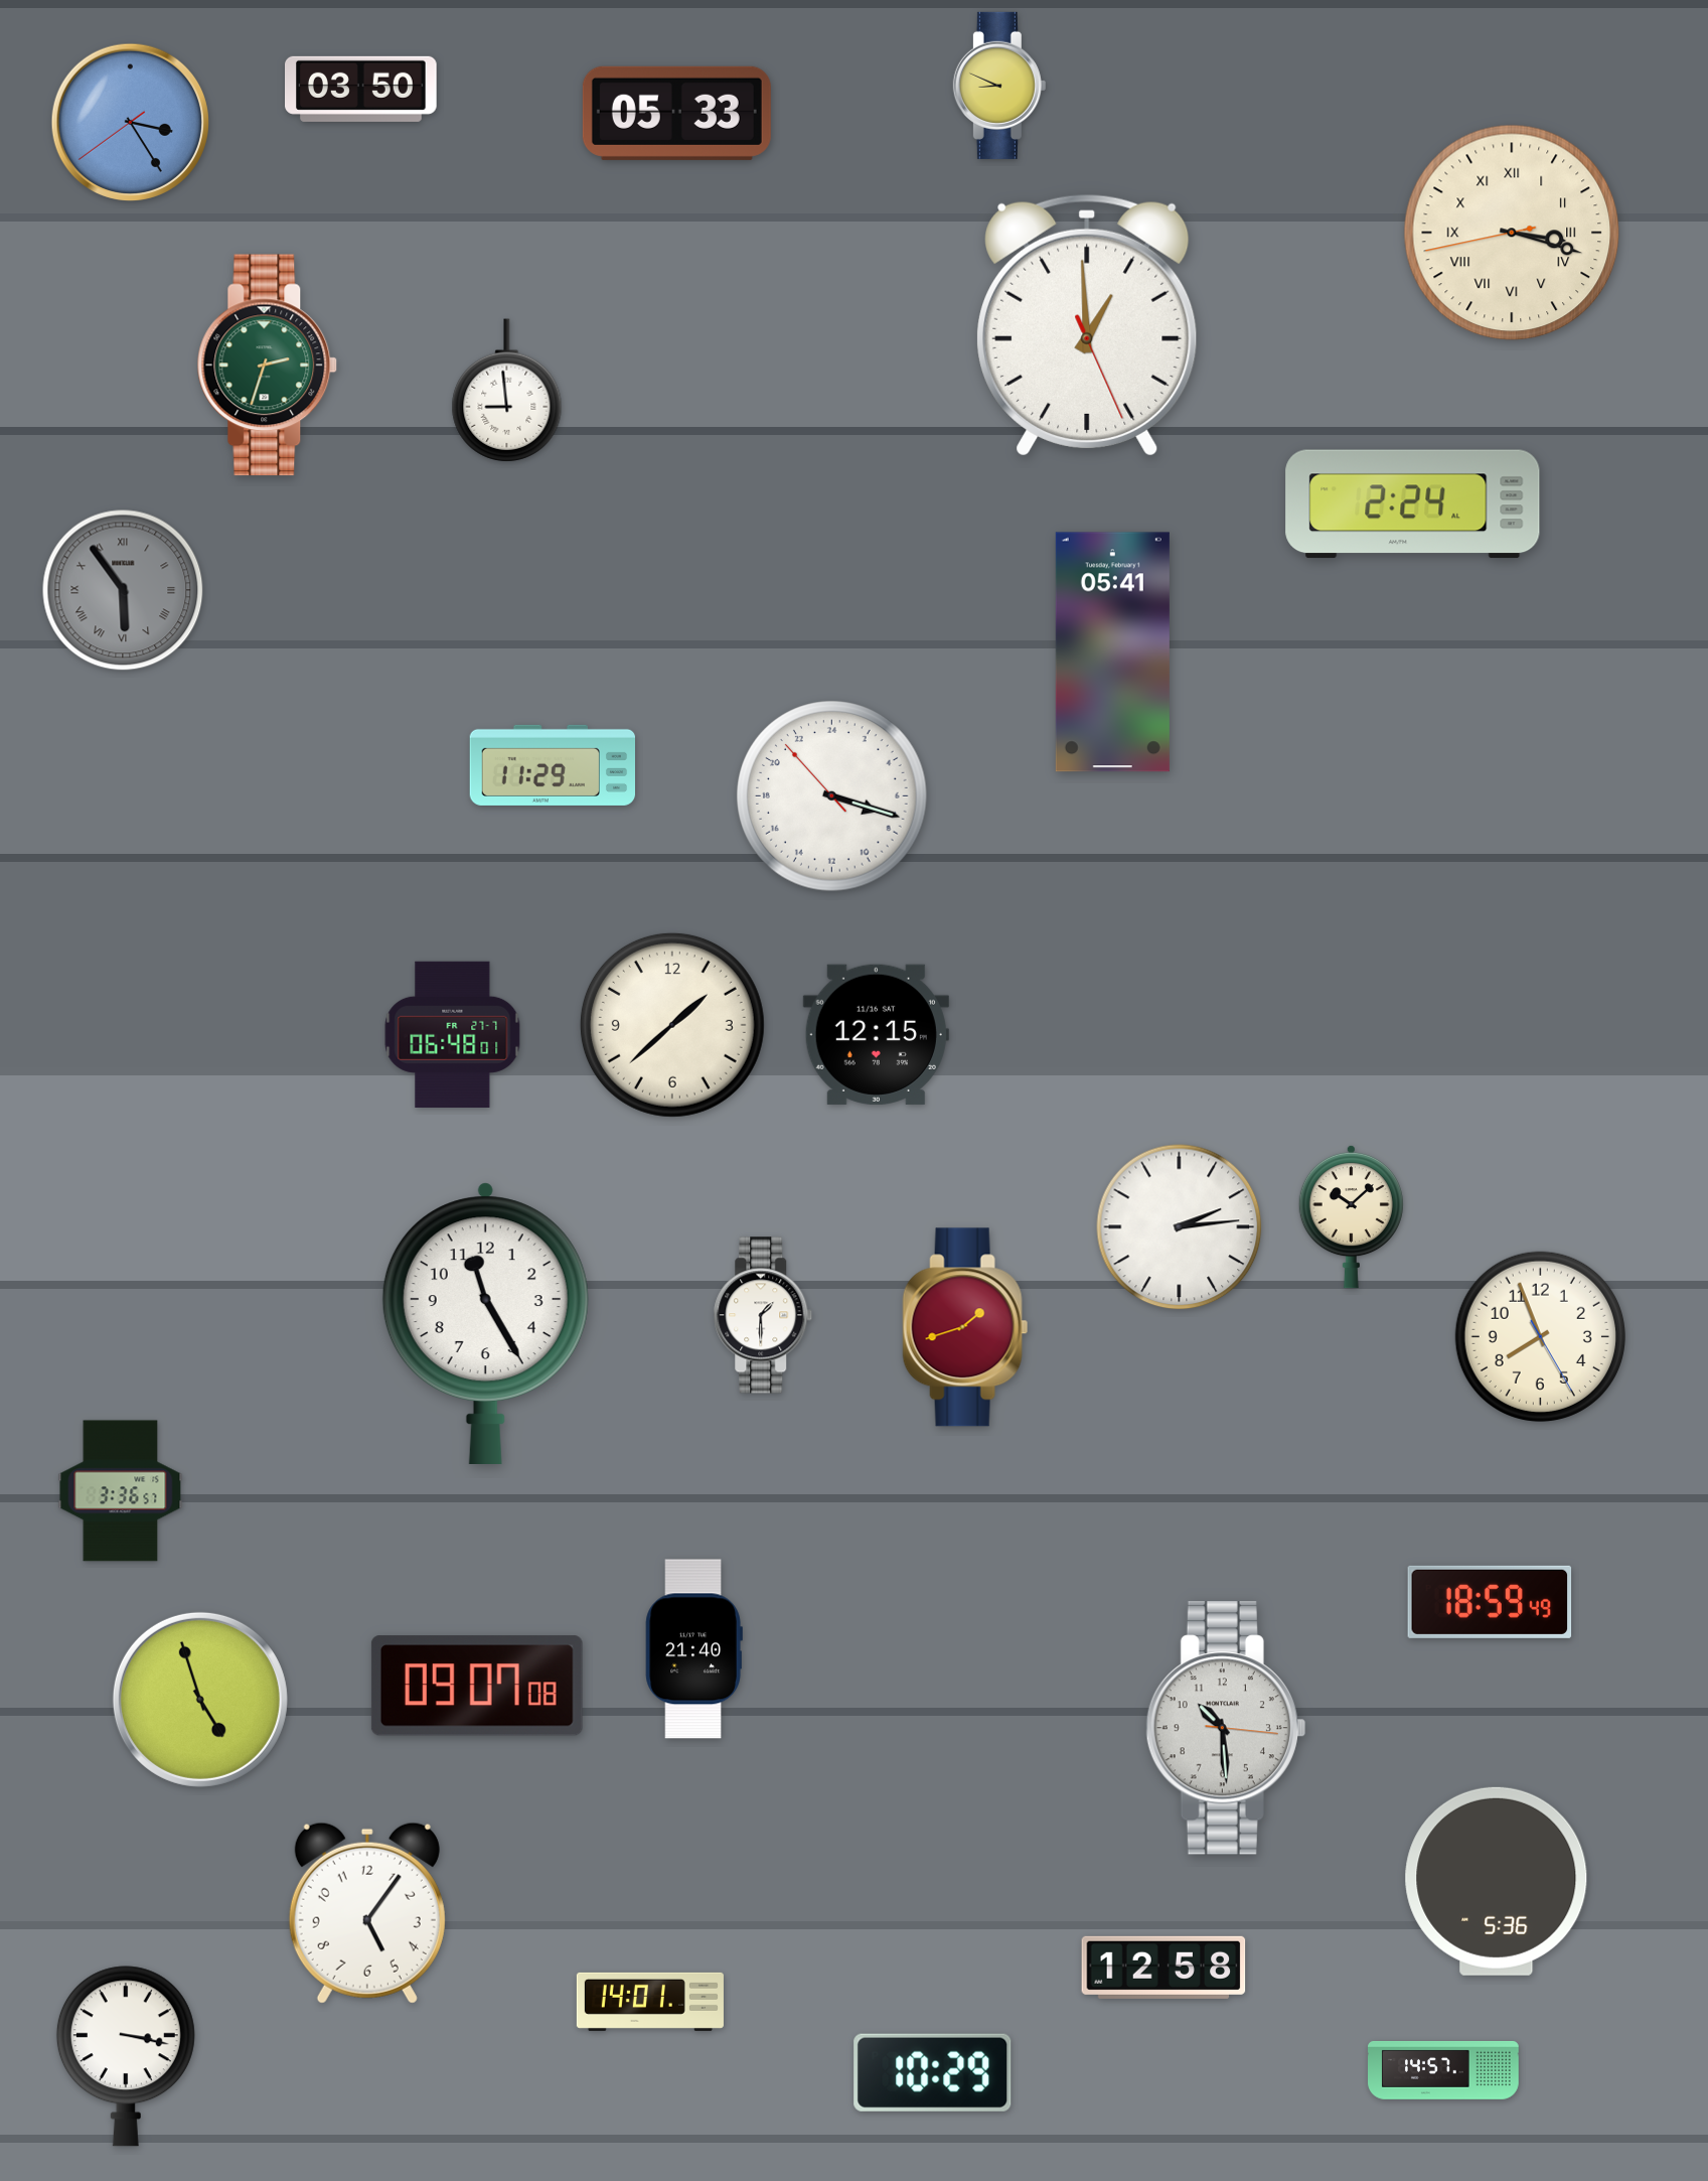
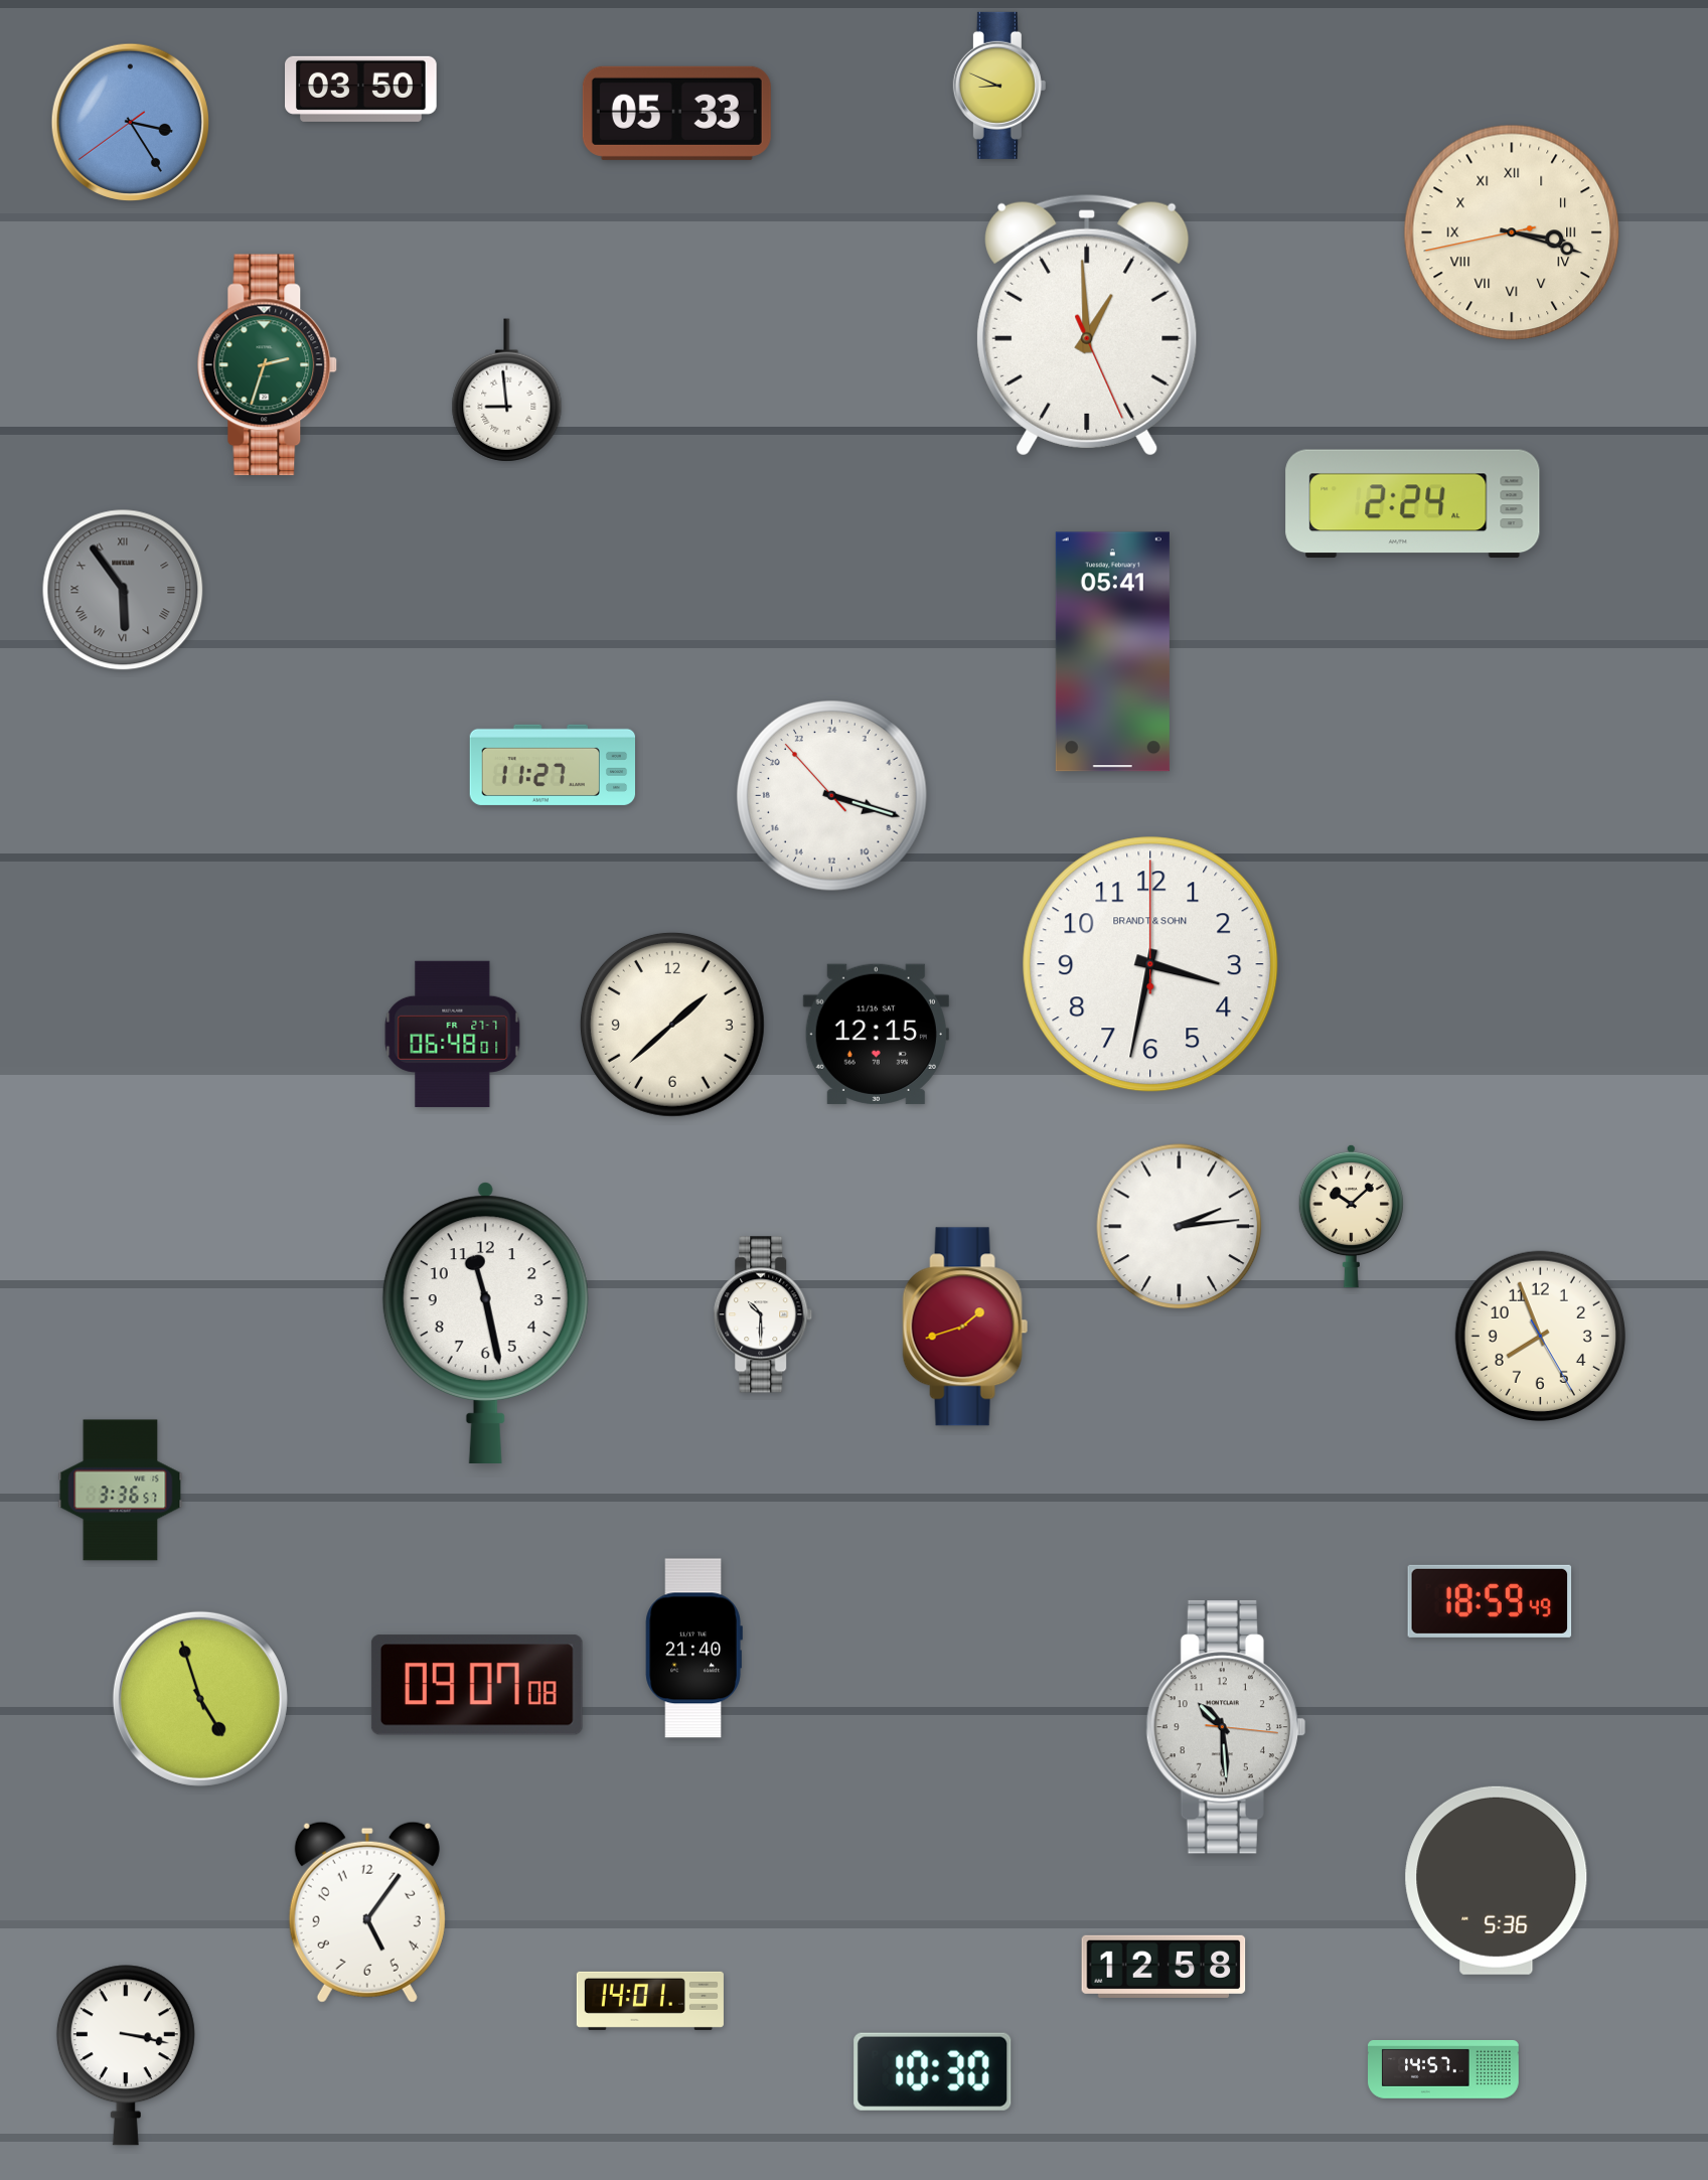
clock at (552, 765): 11:29 -> 11:27
clock at (1150, 964): none -> 3:32
clock at (763, 1315): 1:30 -> 10:30
clock at (485, 1323): 11:25 -> 11:28
clock at (933, 2072): 10:29 -> 10:30
